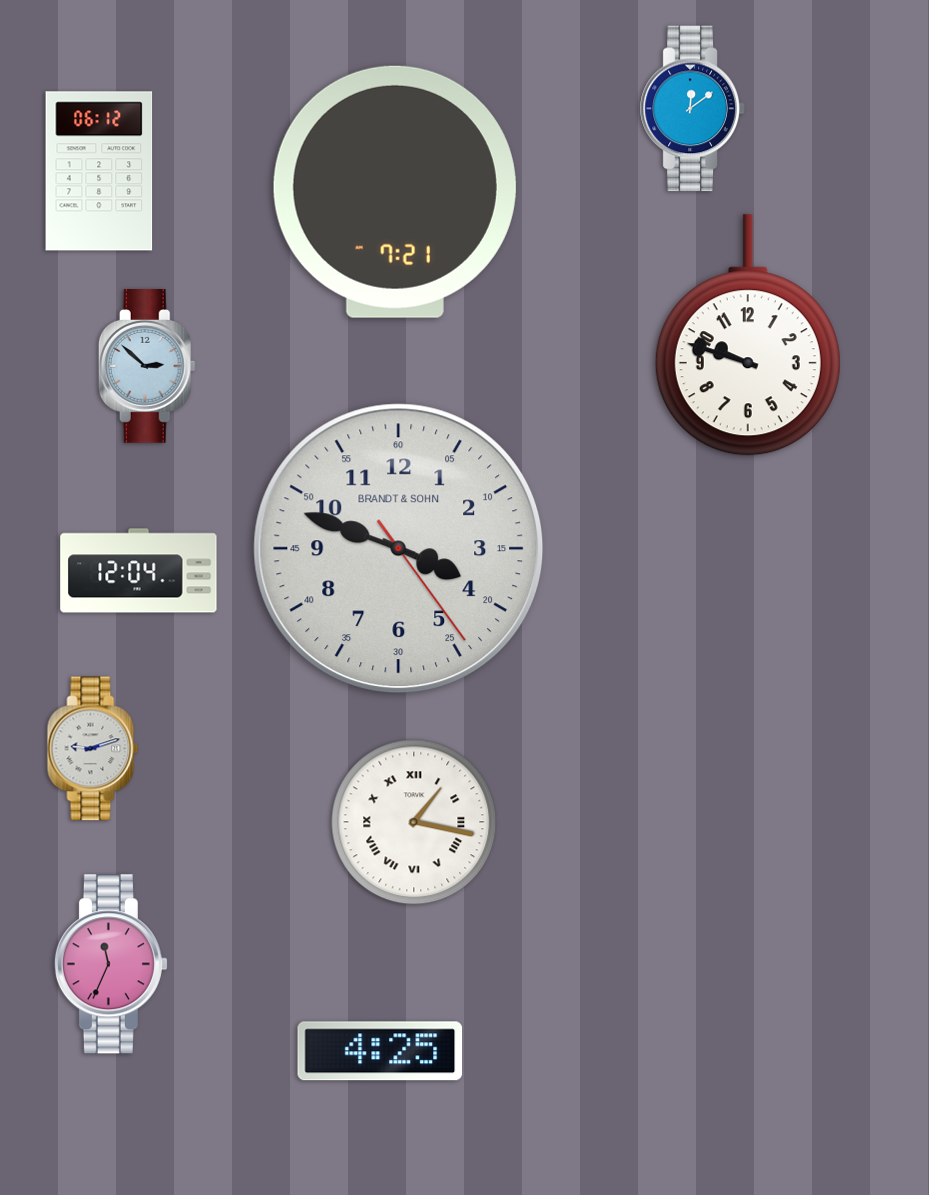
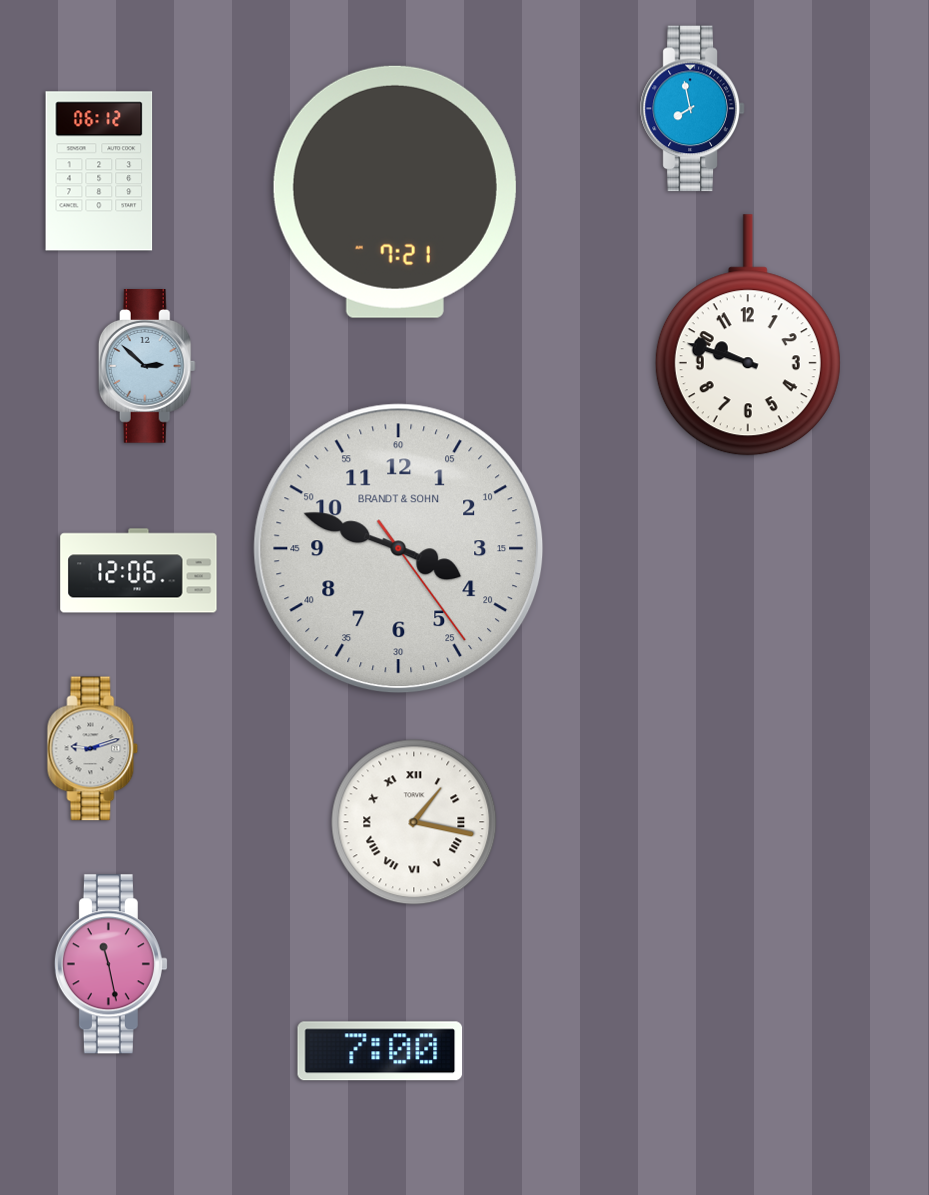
clock at (693, 109): 12:09 -> 7:58
clock at (139, 571): 12:04 -> 12:06
clock at (111, 964): 11:34 -> 11:28
clock at (380, 1051): 4:25 -> 7:00
